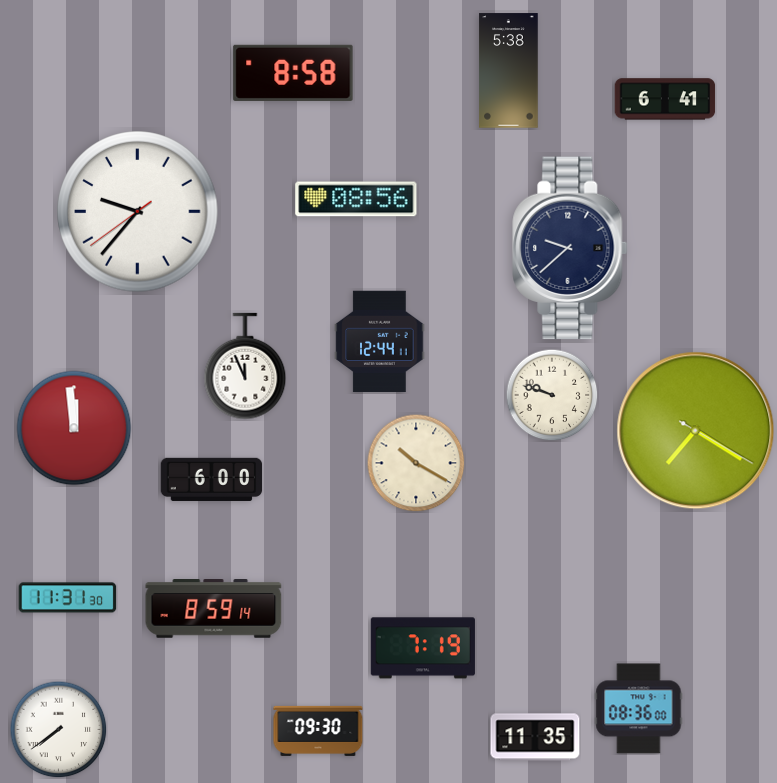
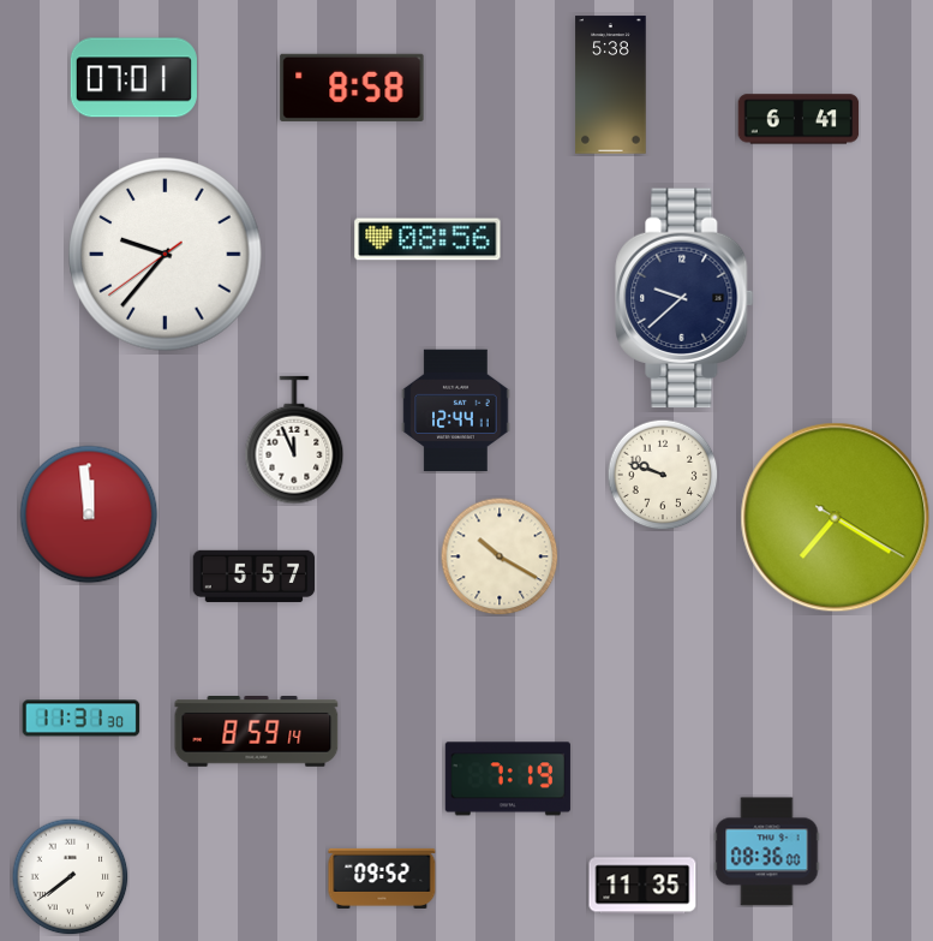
clock at (133, 78): none -> 07:01
clock at (212, 479): 6:00 -> 5:57
clock at (318, 731): 09:30 -> 09:52
